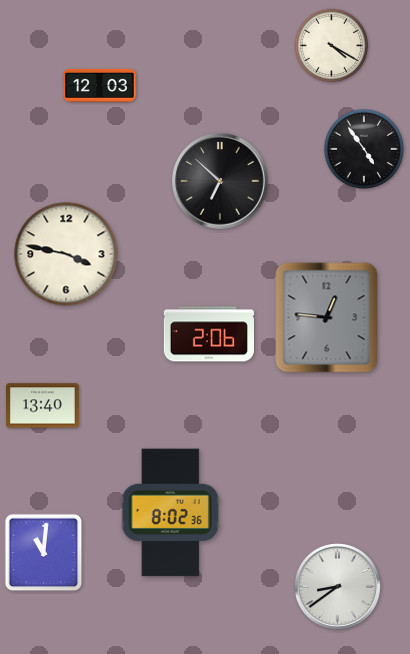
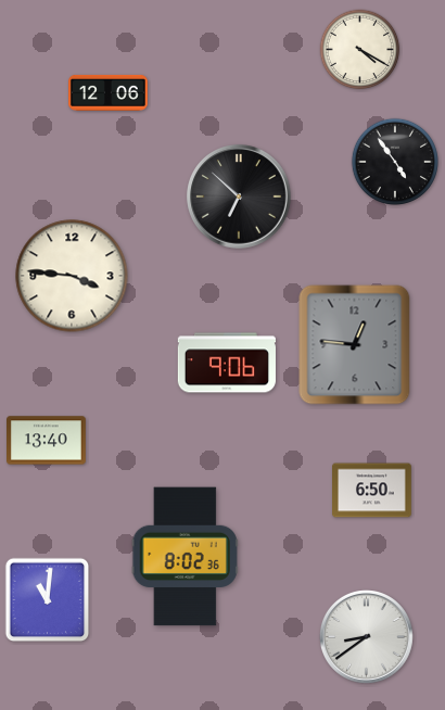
clock at (100, 85): 12:03 -> 12:06
clock at (66, 254): 3:47 -> 3:46
clock at (209, 334): 2:06 -> 9:06
clock at (372, 491): none -> 6:50
